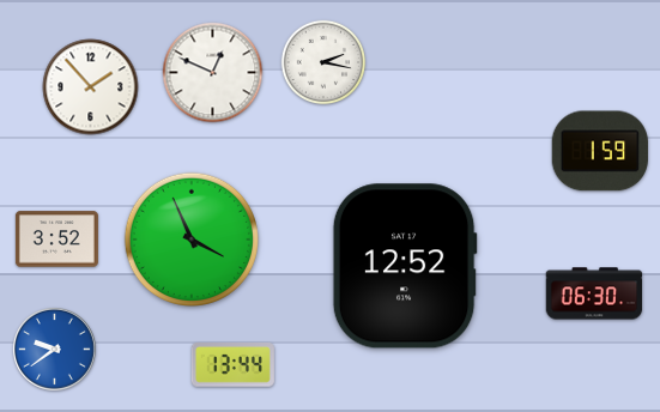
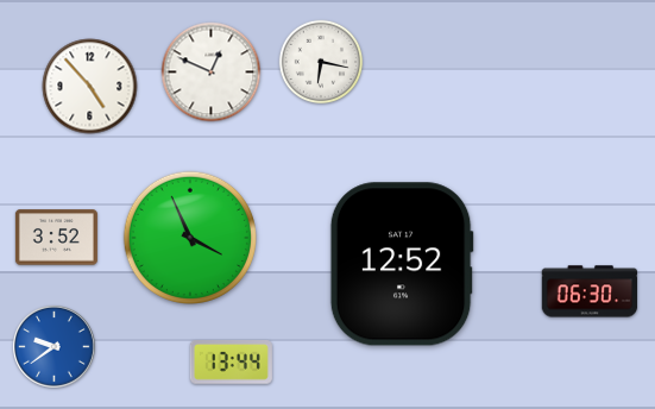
clock at (323, 62): 2:17 -> 6:17
clock at (91, 87): 1:53 -> 4:53
clock at (599, 151): 1:59 -> none
